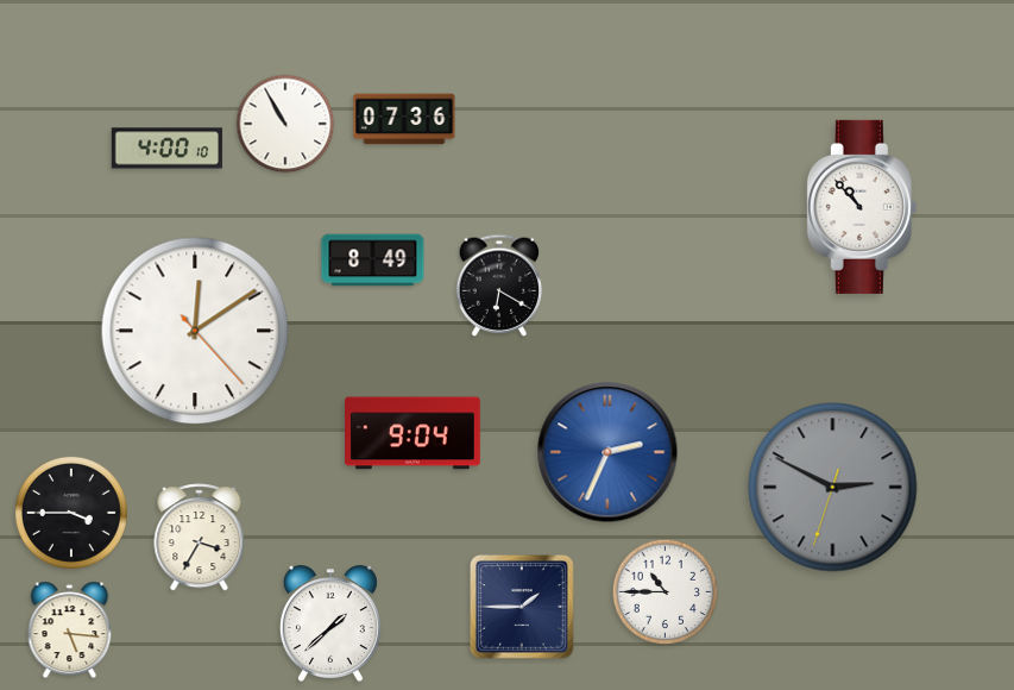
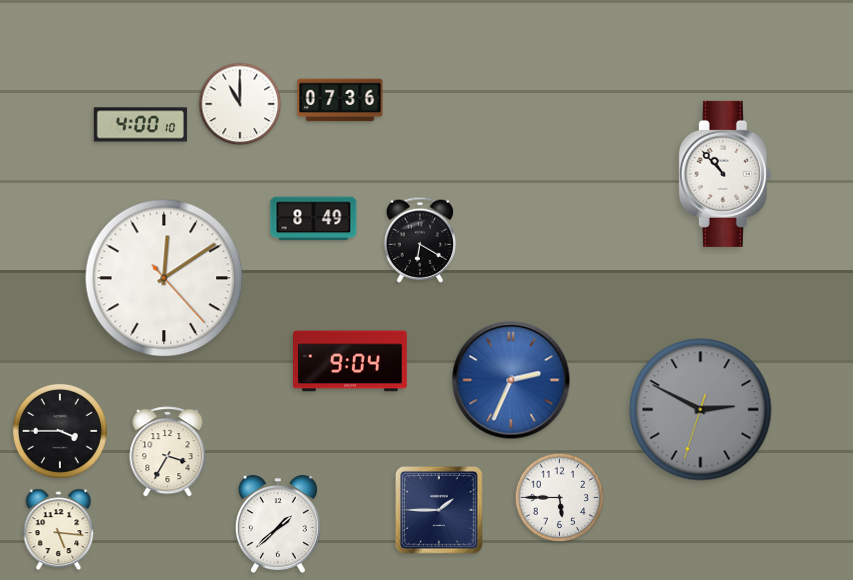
clock at (285, 124): 10:55 -> 11:00
clock at (414, 433) position: (414, 433) -> (351, 361)
clock at (666, 592): 10:45 -> 5:45
